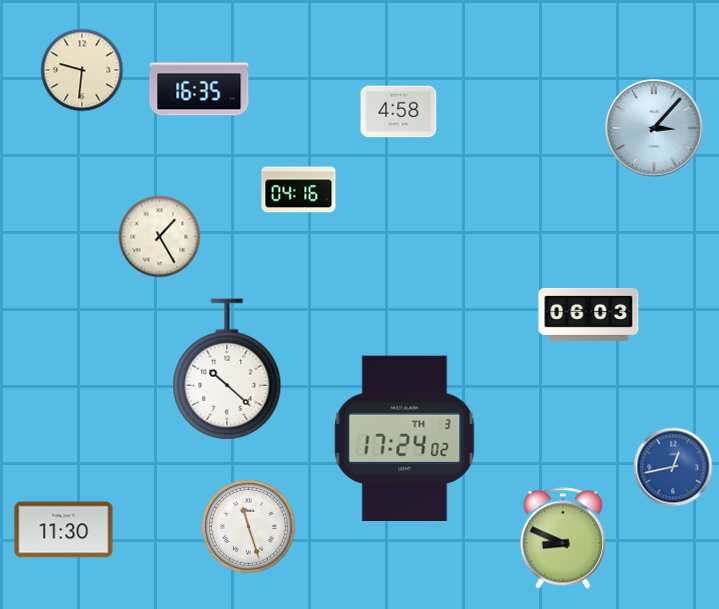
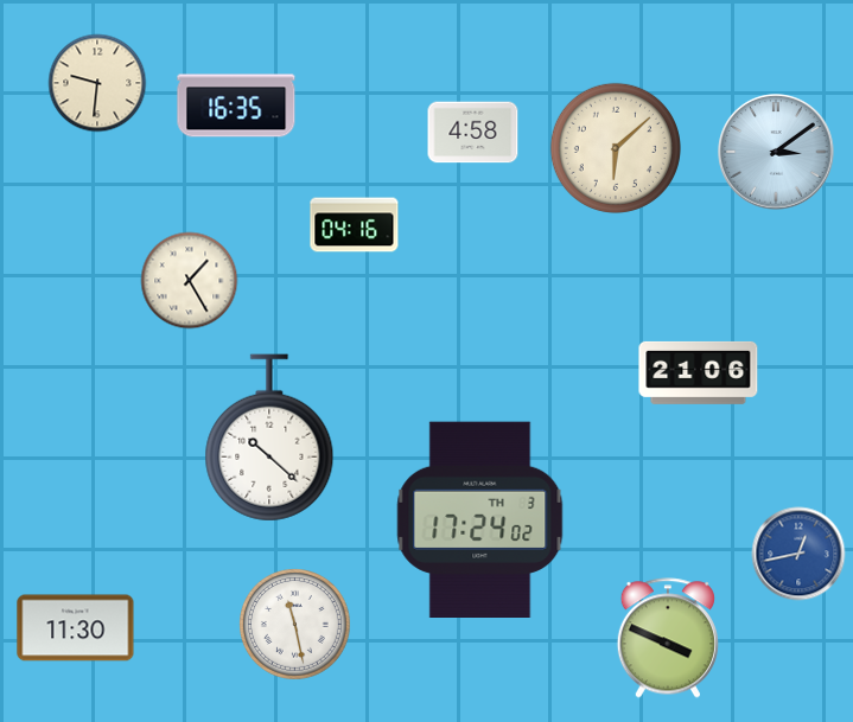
clock at (616, 148): none -> 6:08
clock at (654, 128): 3:07 -> 3:09
clock at (589, 314): 06:03 -> 21:06
clock at (249, 527): 11:27 -> 11:28
clock at (563, 538): 8:49 -> 3:49
